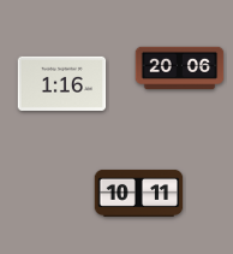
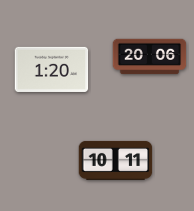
clock at (62, 83): 1:16 -> 1:20
